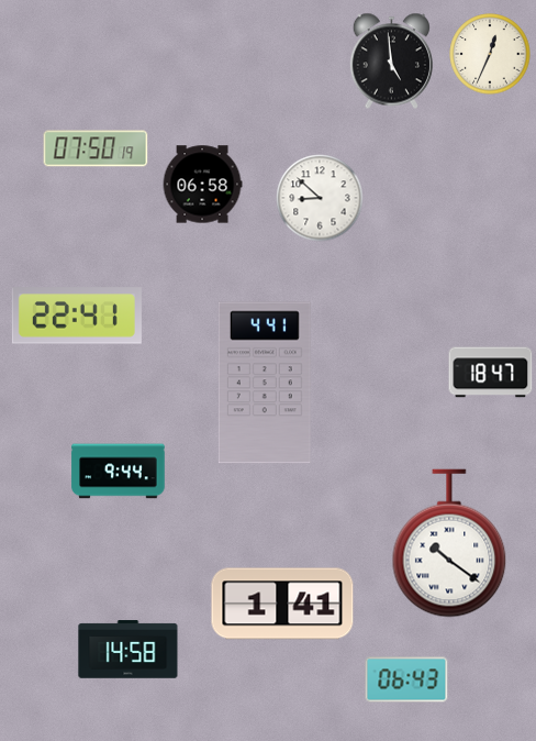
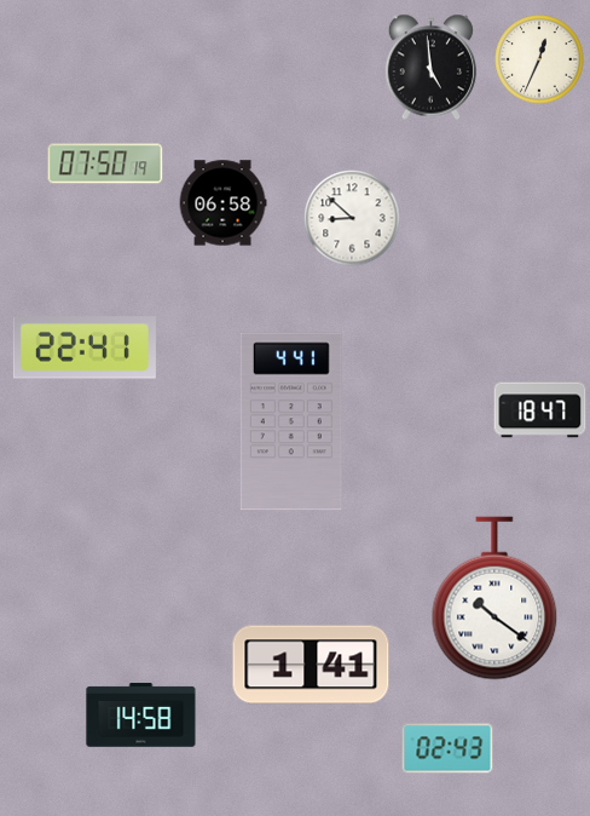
clock at (119, 472): 9:44 -> none
clock at (406, 679): 06:43 -> 02:43
